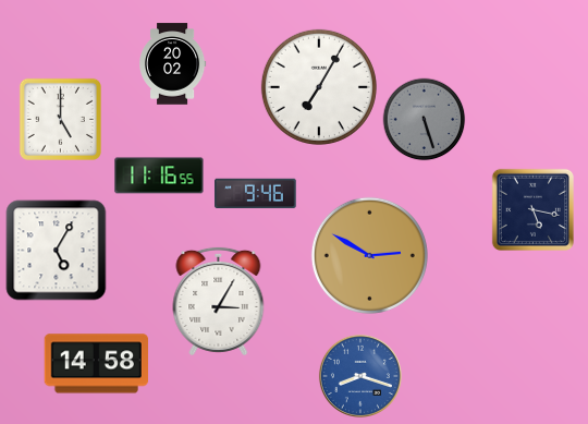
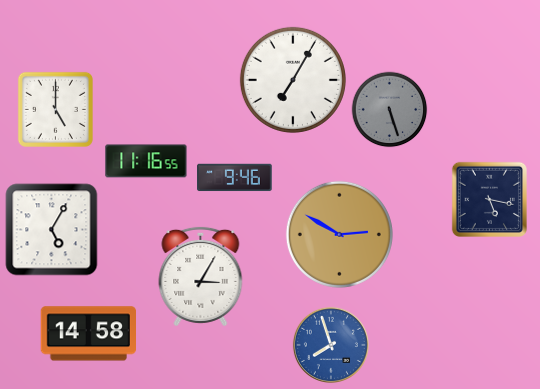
clock at (173, 64): 20:02 -> none
clock at (532, 209) position: (532, 209) -> (489, 199)
clock at (360, 376): 8:18 -> 7:57
